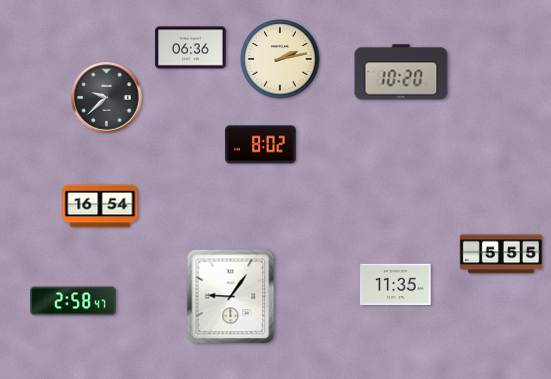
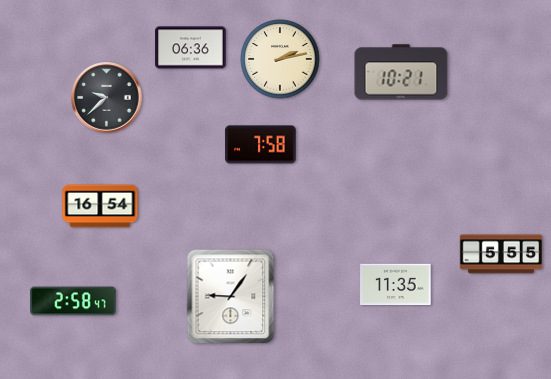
clock at (401, 72): 10:20 -> 10:21
clock at (261, 145): 8:02 -> 7:58
